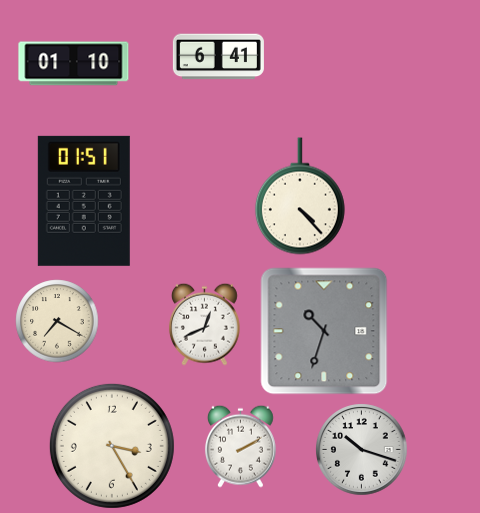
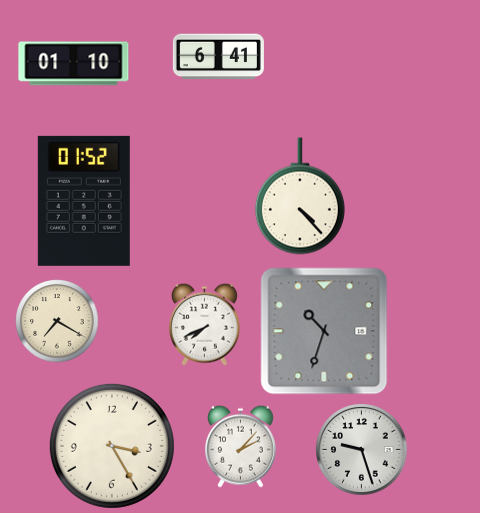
clock at (84, 201): 01:51 -> 01:52
clock at (204, 324): 12:41 -> 7:41
clock at (240, 446): 2:10 -> 2:07
clock at (362, 450): 10:18 -> 9:27
